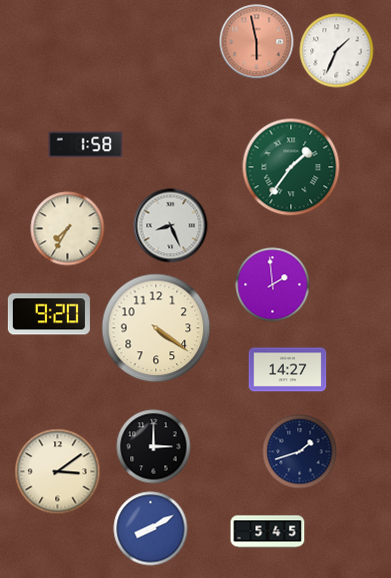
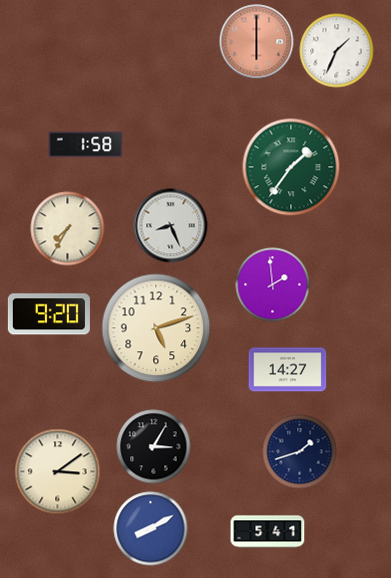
clock at (257, 42): 5:58 -> 6:00
clock at (156, 328): 4:21 -> 5:12
clock at (154, 447): 3:00 -> 3:05
clock at (268, 532): 5:45 -> 5:41
